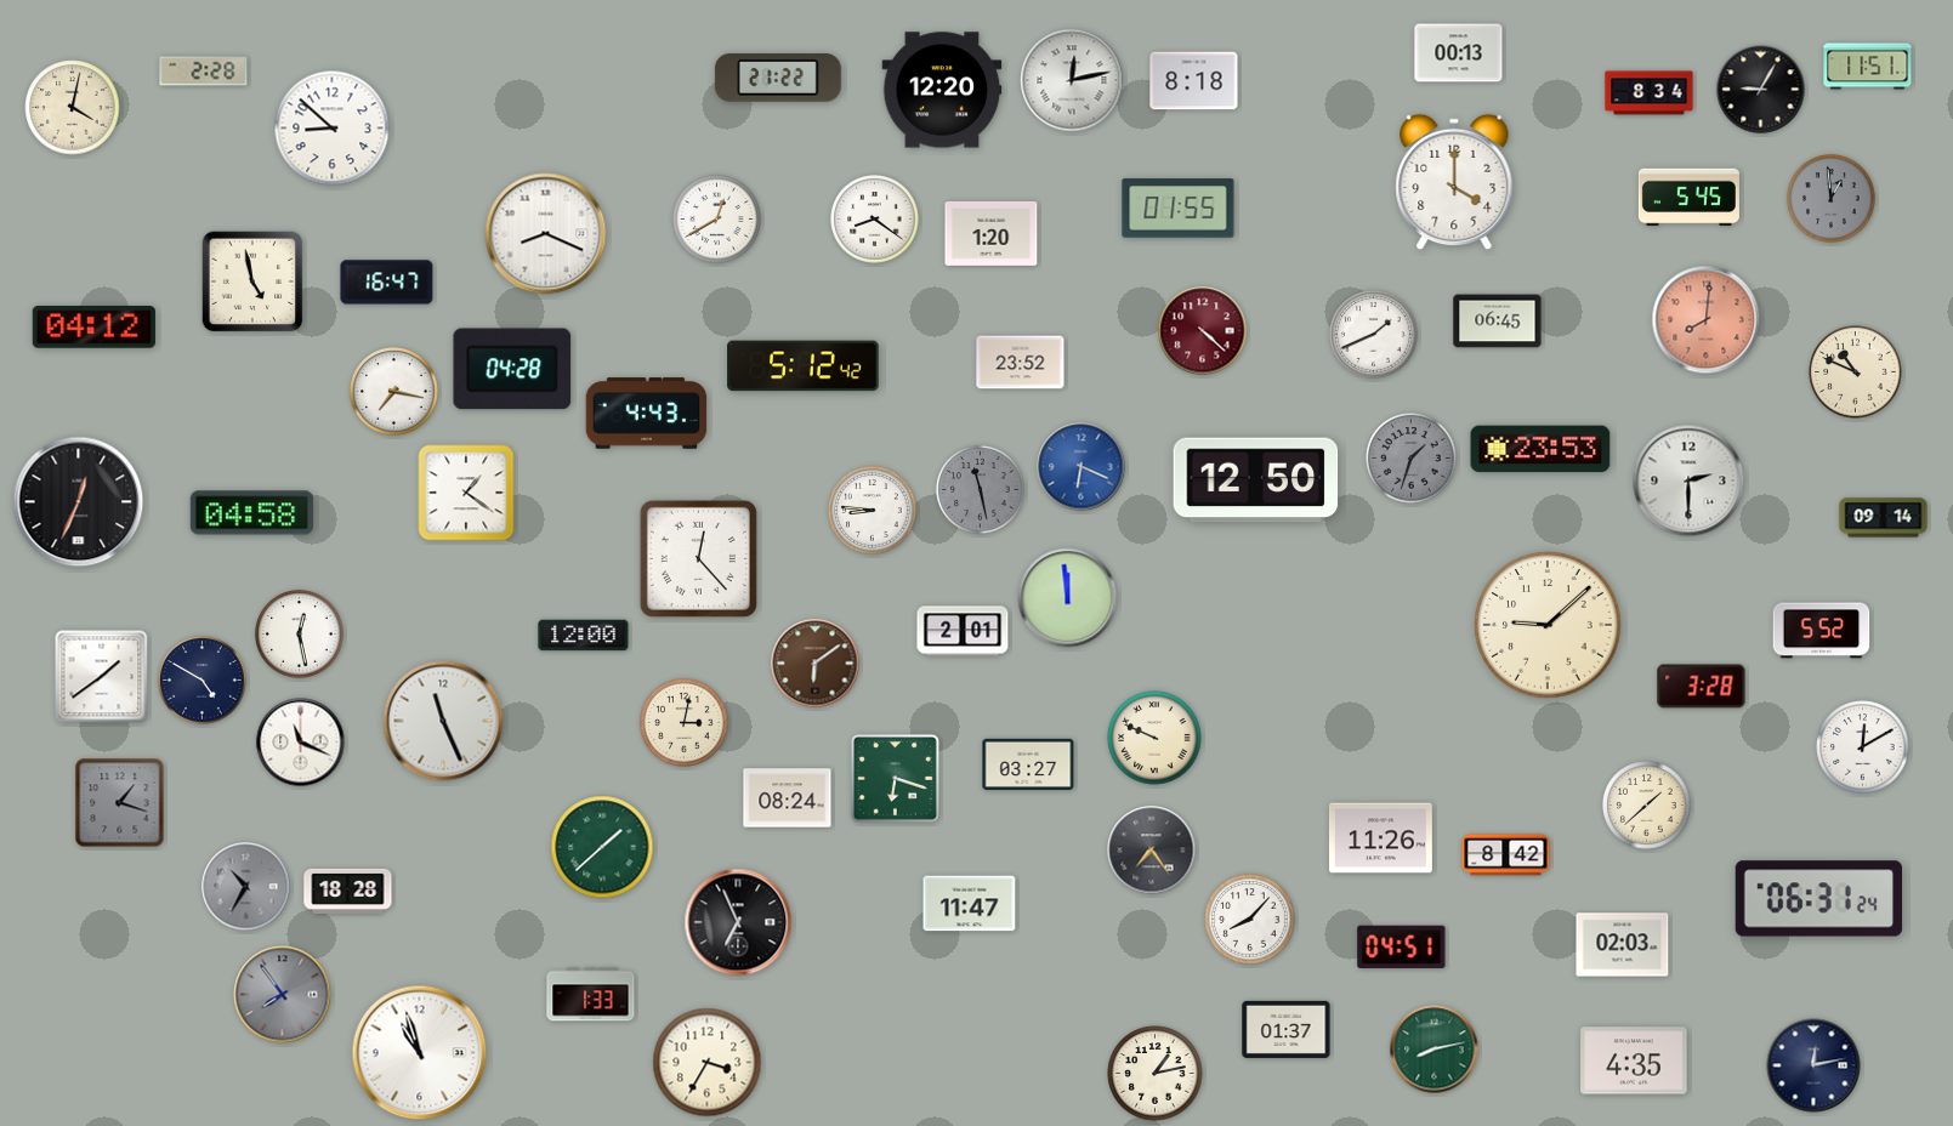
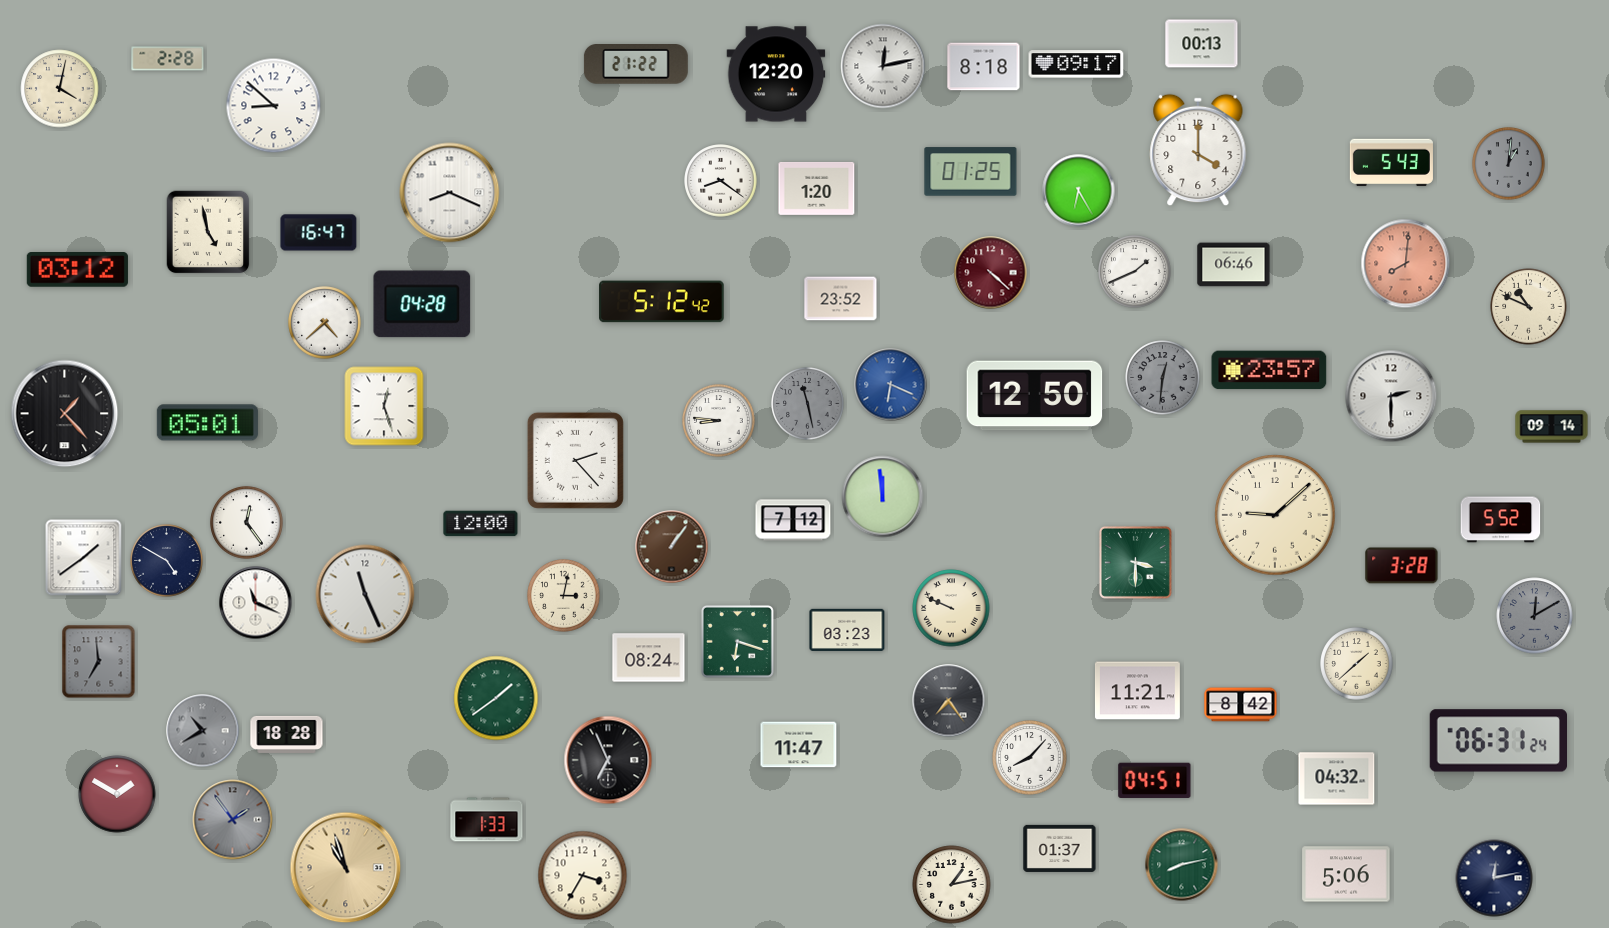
clock at (1868, 67): 11:51 -> none
clock at (1076, 64): none -> 09:17
clock at (778, 79) position: (778, 79) -> (636, 65)
clock at (1761, 90): 9:05 -> none
clock at (1650, 93): 8:34 -> none
clock at (1688, 198): 5:45 -> 5:43
clock at (1832, 199): 12:59 -> 1:01
clock at (1179, 209): 01:55 -> 01:25
clock at (717, 220): 12:40 -> none
clock at (1079, 191): none -> 6:25
clock at (992, 233) position: (992, 233) -> (817, 188)
clock at (1498, 322): 06:45 -> 06:46
clock at (93, 328): 04:12 -> 03:12
clock at (1374, 335) position: (1374, 335) -> (1135, 272)
clock at (394, 392): 7:17 -> 4:38
clock at (647, 414): 4:43 -> none
clock at (1540, 449): 23:53 -> 23:57
clock at (1412, 459): 1:33 -> 12:31
clock at (466, 493): 1:21 -> 12:27
clock at (79, 502): 12:34 -> 1:23
clock at (251, 513): 04:58 -> 05:01
clock at (698, 558): 12:23 -> 2:23
clock at (1068, 598) position: (1068, 598) -> (883, 497)
clock at (963, 631): 2:01 -> 7:12
clock at (300, 635): 12:28 -> 12:24
clock at (816, 664): 6:09 -> 1:06
clock at (1135, 562): none -> 3:30
clock at (301, 743) position: (301, 743) -> (256, 603)
clock at (1863, 747) dial: white -> grey
clock at (1028, 764): 03:27 -> 03:23
clock at (120, 803): 1:18 -> 6:59
clock at (1380, 838): 11:26 -> 11:21
clock at (602, 847): 1:38 -> 1:39
clock at (246, 887): 10:35 -> 10:40
clock at (1623, 945): 02:03 -> 04:32
clock at (117, 794): none -> 1:50
clock at (283, 995): 7:54 -> 1:54
clock at (420, 1053) dial: white -> champagne
clock at (1634, 1060): 4:35 -> 5:06
